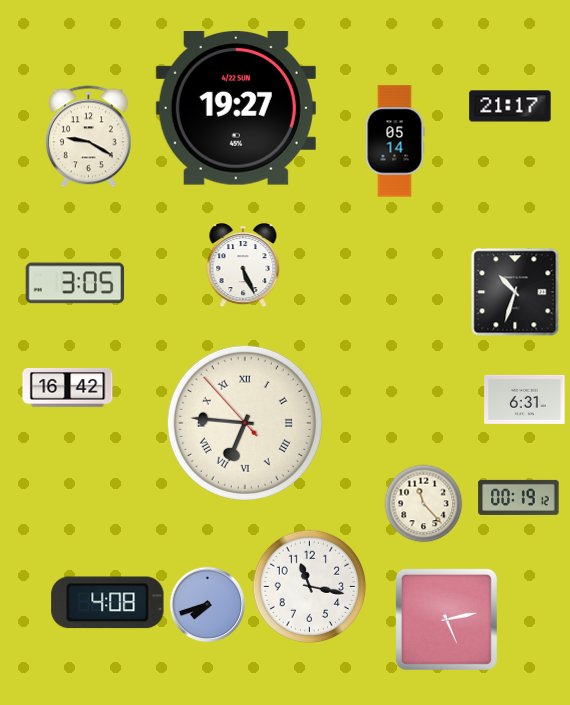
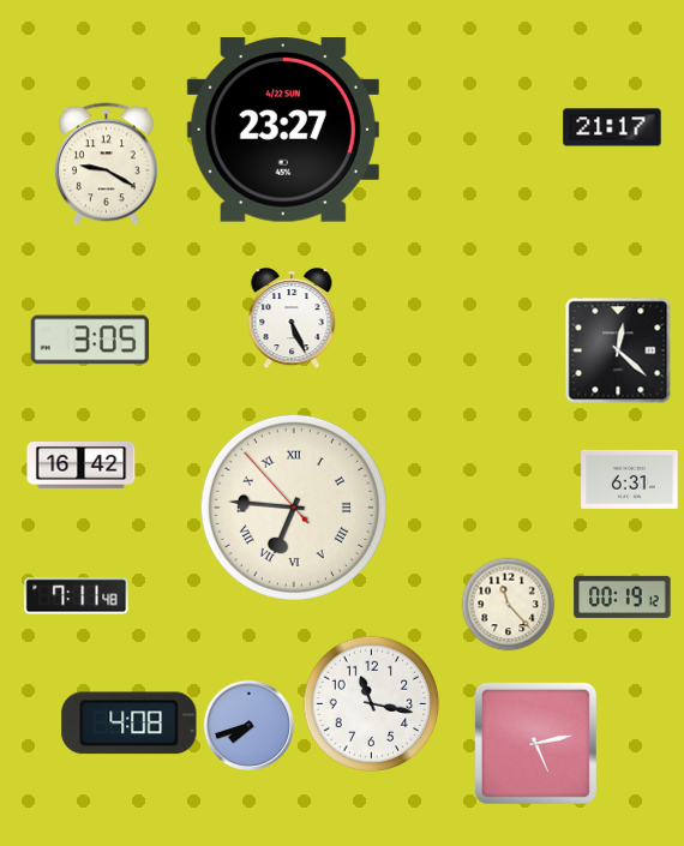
clock at (236, 109): 19:27 -> 23:27
clock at (395, 141): 05:14 -> none
clock at (515, 292): 10:33 -> 12:22
clock at (77, 596): none -> 7:11
